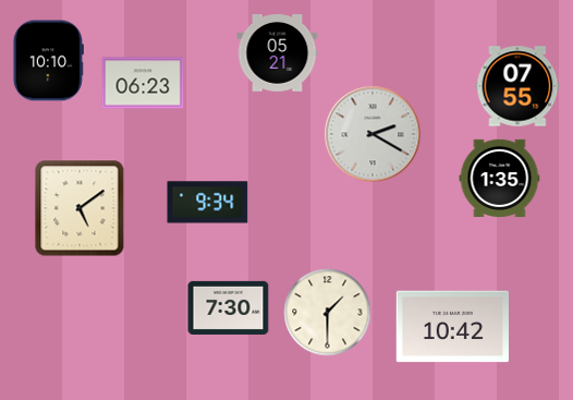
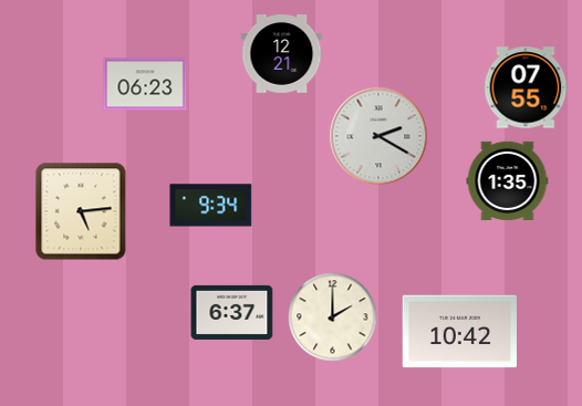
clock at (278, 53): 05:21 -> 12:21
clock at (48, 61): 10:10 -> none
clock at (80, 208): 5:09 -> 5:14
clock at (229, 307): 7:30 -> 6:37
clock at (328, 313): 1:30 -> 2:00
